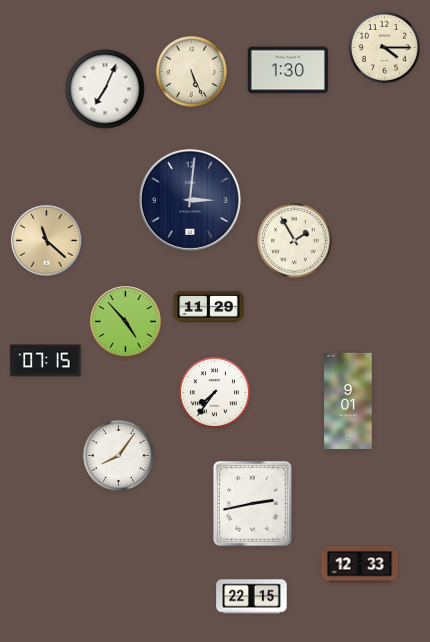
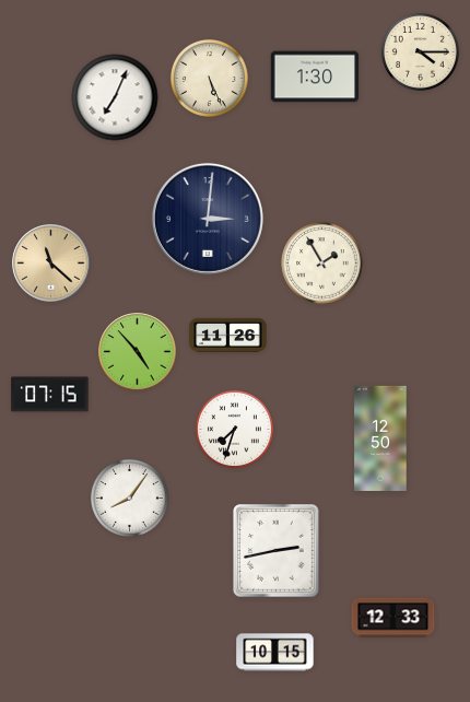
clock at (209, 306): 11:29 -> 11:26
clock at (214, 392): 7:36 -> 7:33
clock at (348, 401): 9:01 -> 12:50
clock at (252, 597): 22:15 -> 10:15
